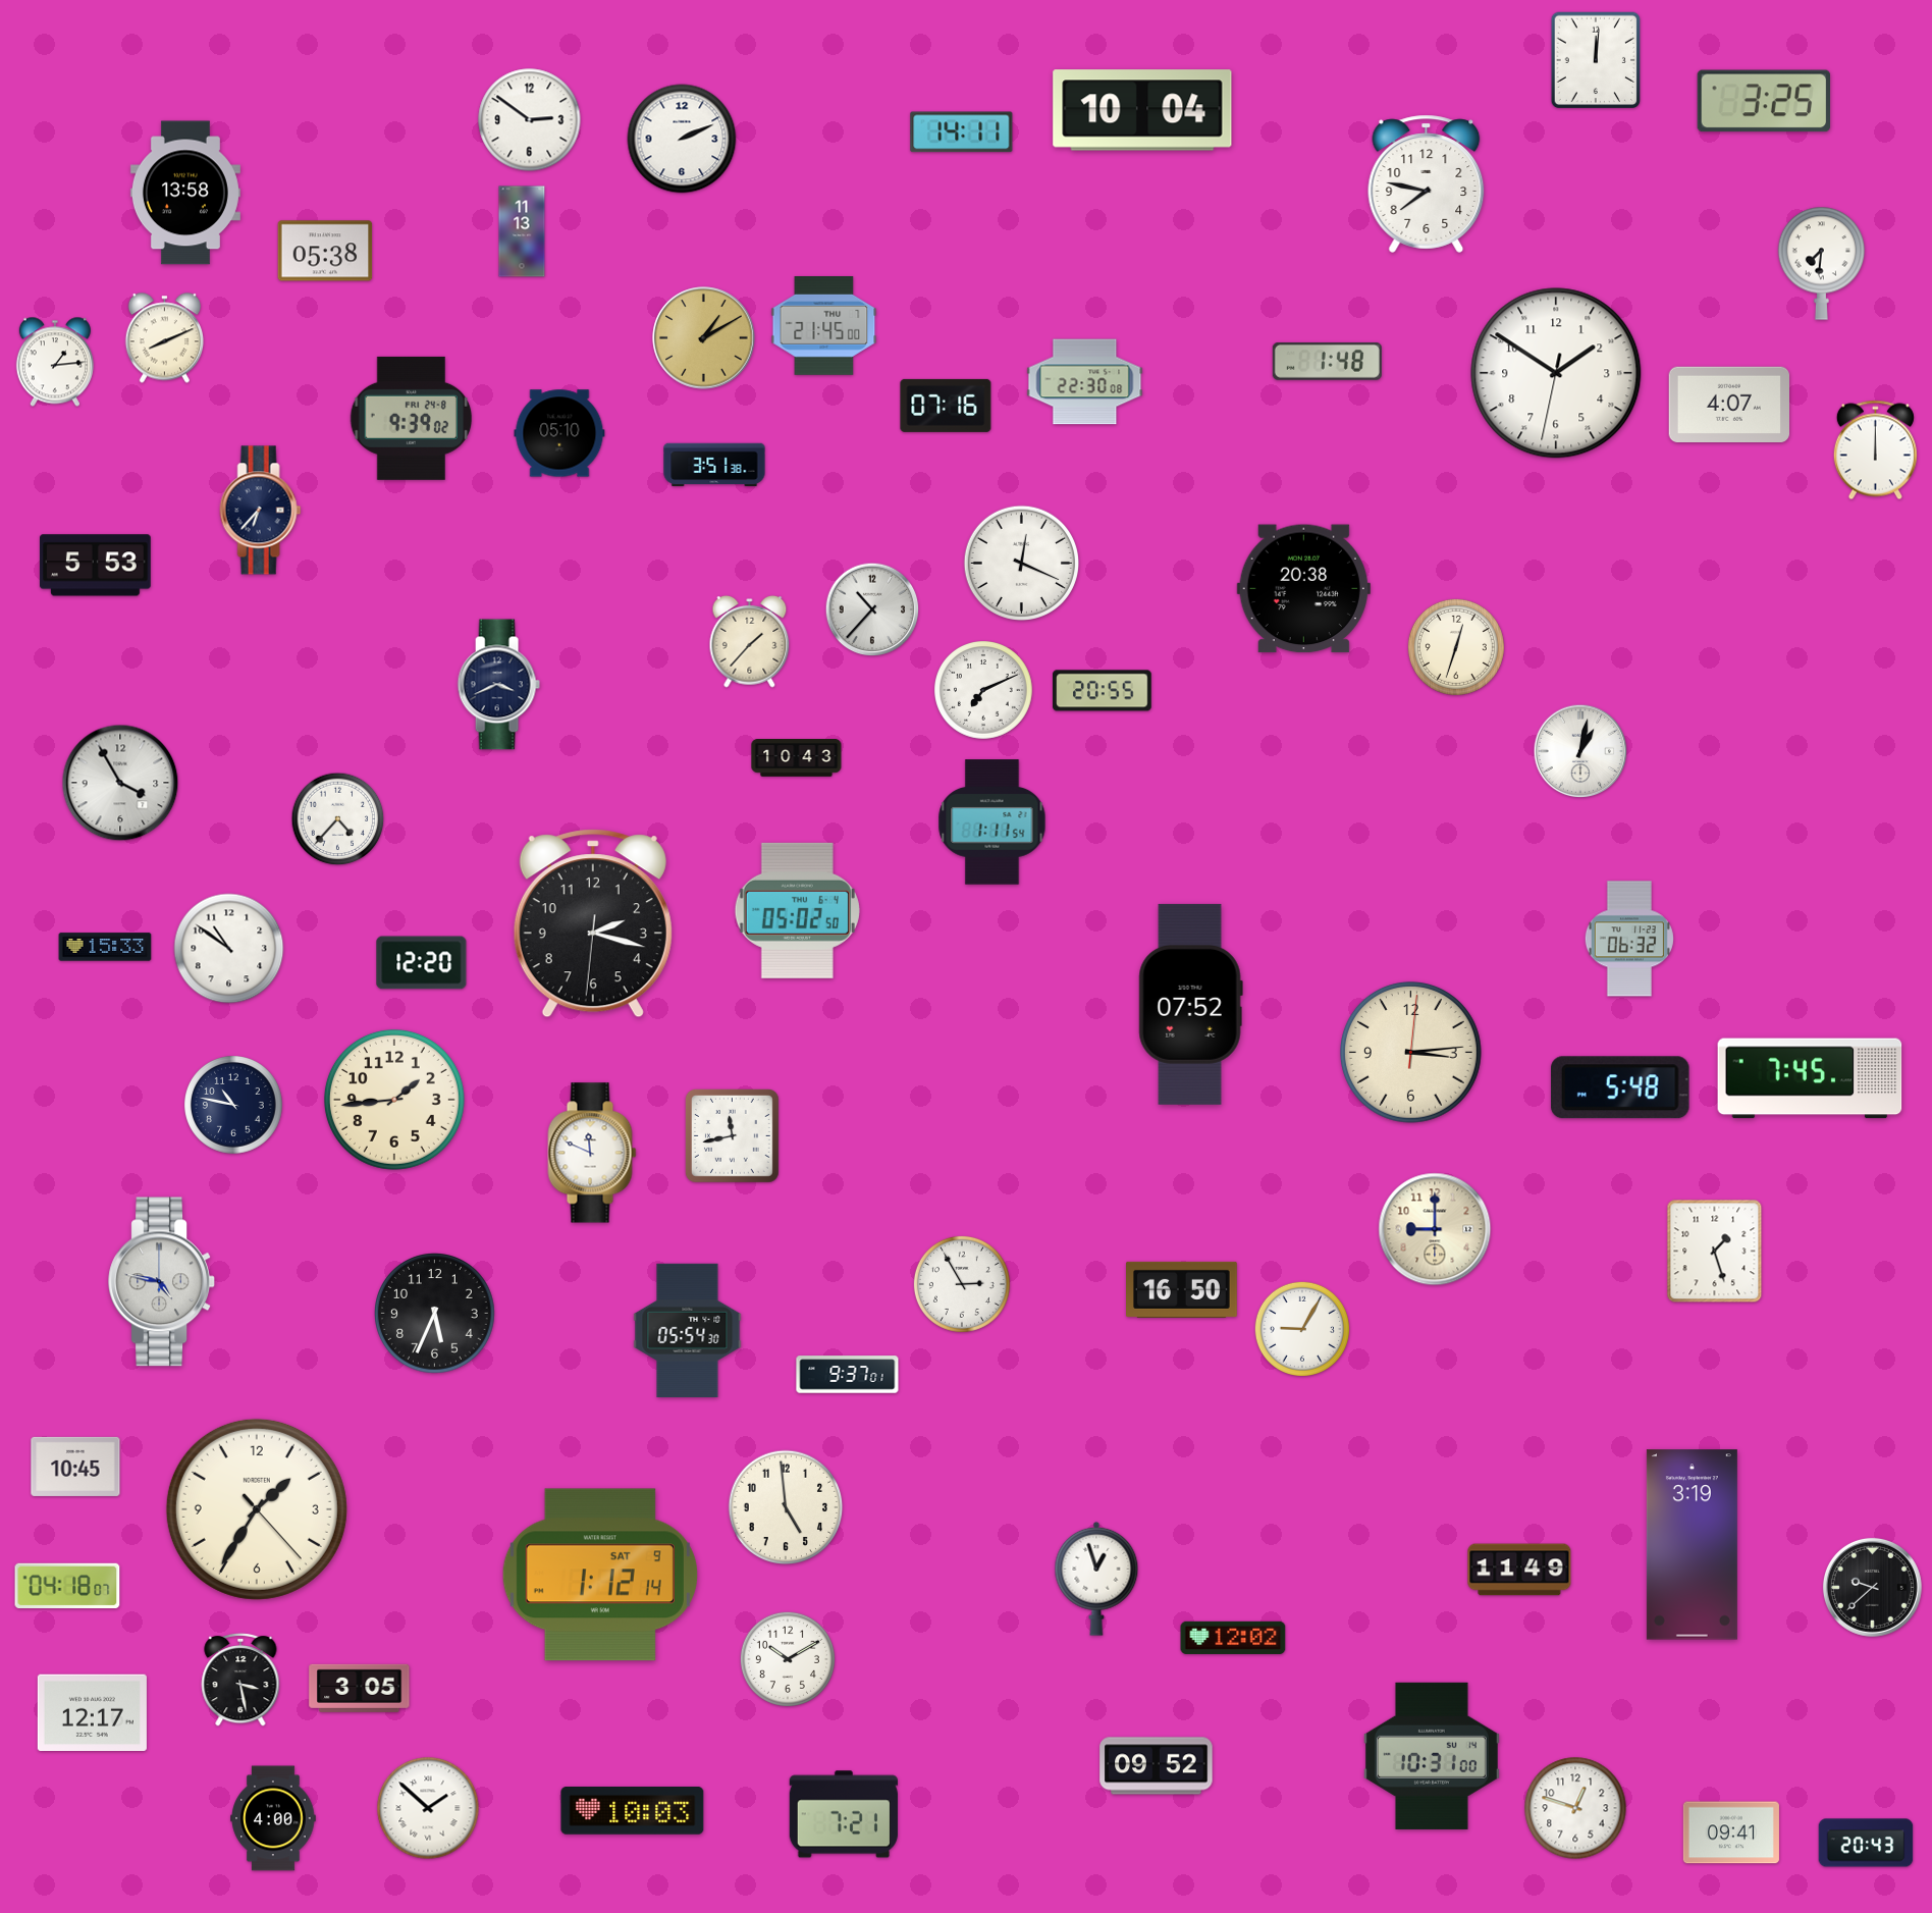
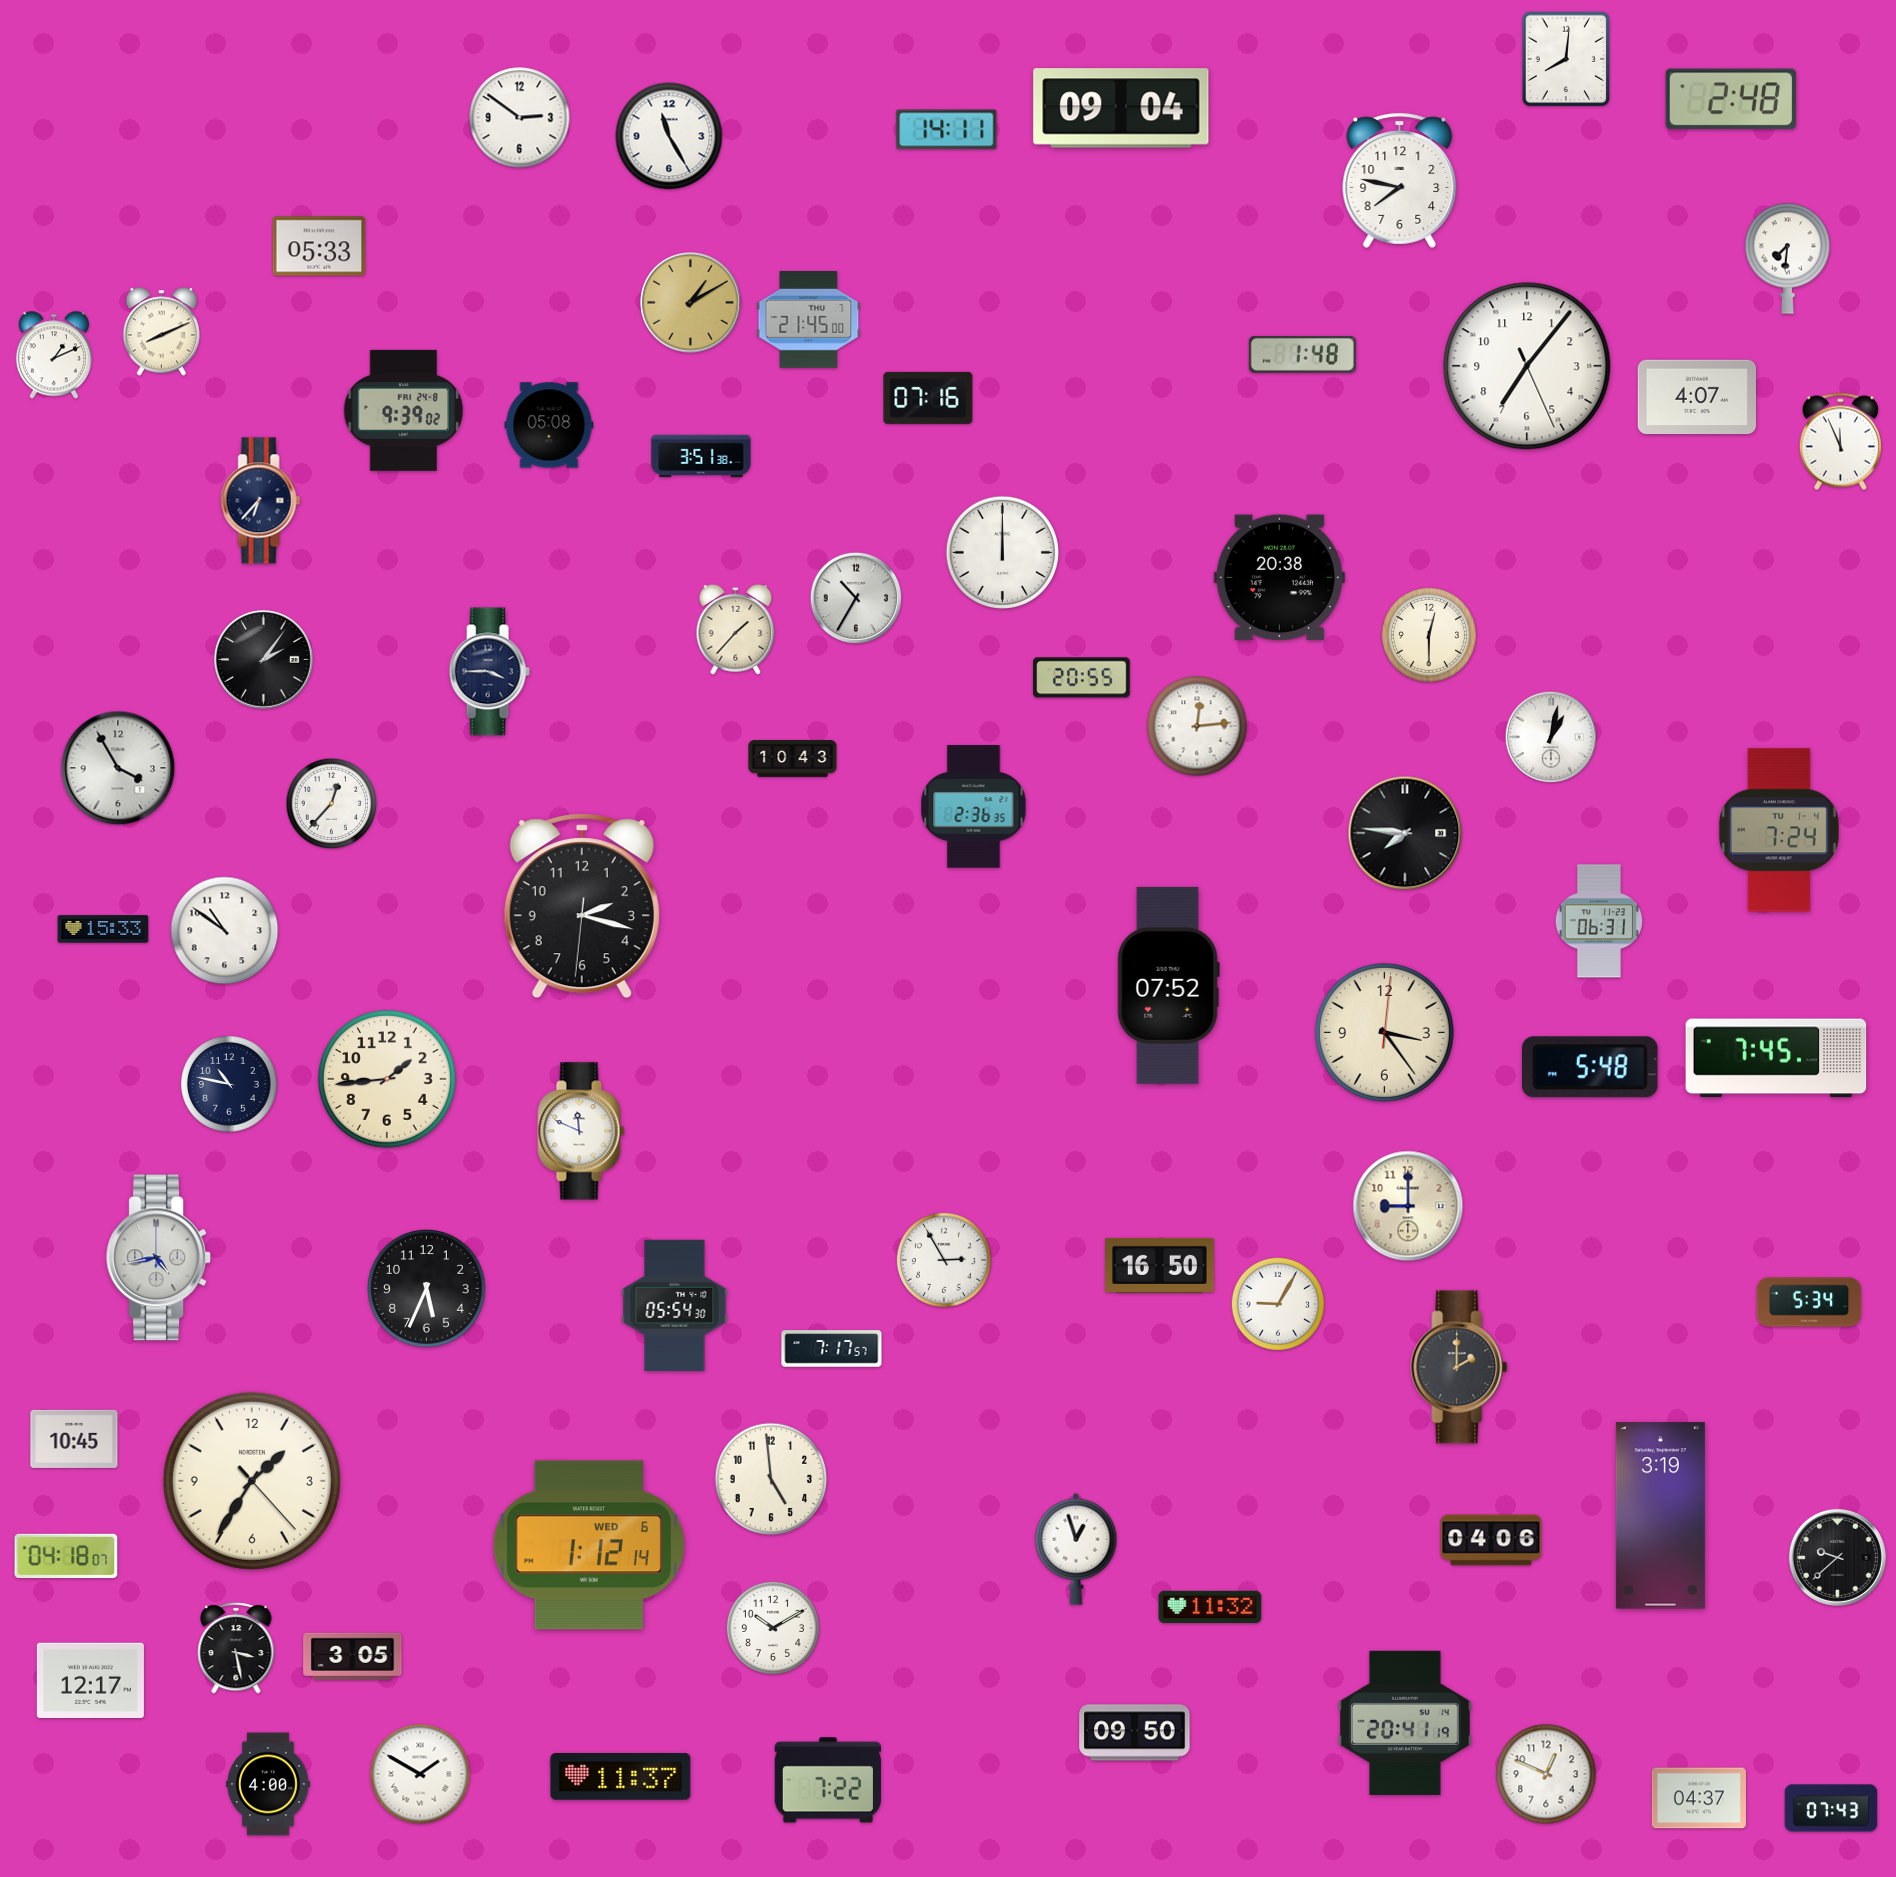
clock at (1596, 60): 12:01 -> 8:01
clock at (1763, 101): 3:25 -> 2:48
clock at (1142, 110): 10:04 -> 09:04
clock at (962, 132) position: (962, 132) -> (947, 130)
clock at (682, 139): 2:11 -> 11:25
clock at (185, 193): 13:58 -> none
clock at (522, 231): 11:13 -> none
clock at (325, 251): 05:38 -> 05:33
clock at (704, 338) position: (704, 338) -> (691, 303)
clock at (55, 362): 1:14 -> 1:11
clock at (1556, 373): 1:50 -> 7:06
clock at (1085, 382): 22:30 -> none
clock at (559, 433): 05:10 -> 05:08
clock at (1875, 450): 12:00 -> 11:56
clock at (261, 511) position: (261, 511) -> (261, 501)
clock at (1021, 563): 12:19 -> 12:00
clock at (95, 566): 5:53 -> none
clock at (872, 609): 10:37 -> 10:35
clock at (1456, 647): 12:33 -> 12:30
clock at (264, 660): none -> 2:06
clock at (498, 685): 3:41 -> 3:45
clock at (984, 691): 7:11 -> none
clock at (1197, 726): none -> 12:14
clock at (797, 758) position: (797, 758) -> (793, 759)
clock at (338, 819): 4:37 -> 12:37
clock at (992, 822): 1:11 -> 2:36
clock at (1779, 830): none -> 7:24
clock at (1405, 833): none -> 7:46
clock at (797, 910): 05:02 -> none
clock at (1629, 939): 06:32 -> 06:31
clock at (422, 963): 12:20 -> none
clock at (1410, 1052): 3:14 -> 3:24
clock at (732, 1135): 11:43 -> none
clock at (1715, 1252): 1:27 -> none
clock at (161, 1282): 4:47 -> 4:43
clock at (1809, 1302): none -> 5:34
clock at (848, 1375): 9:37 -> 7:17
clock at (1459, 1367): none -> 2:00
clock at (1519, 1570): 11:49 -> 04:06
clock at (600, 1575) date: SAT 9 -> WED 6
clock at (1233, 1638): 12:02 -> 11:32
clock at (1432, 1756): 10:31 -> 20:41
clock at (1157, 1766): 09:52 -> 09:50
clock at (428, 1808): 1:52 -> 1:50
clock at (1575, 1808): 12:48 -> 12:49
clock at (633, 1811): 10:03 -> 11:37
clock at (844, 1814): 7:21 -> 7:22
clock at (1731, 1832): 09:41 -> 04:37
clock at (1866, 1843): 20:43 -> 07:43
